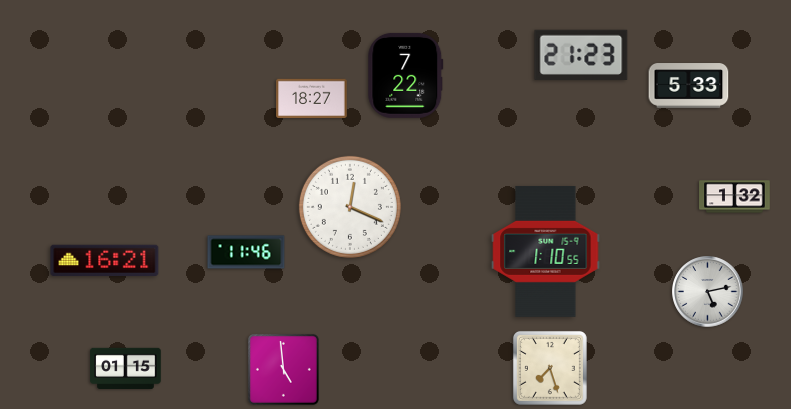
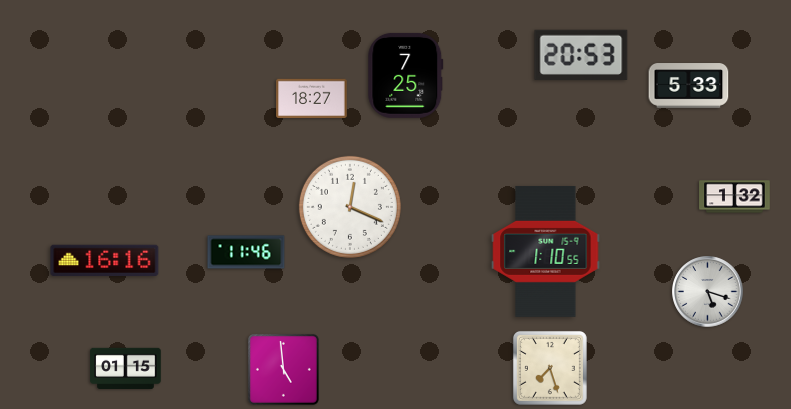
clock at (581, 55): 21:23 -> 20:53
clock at (406, 75): 7:22 -> 7:25
clock at (105, 260): 16:21 -> 16:16
clock at (708, 292): 5:13 -> 5:18
